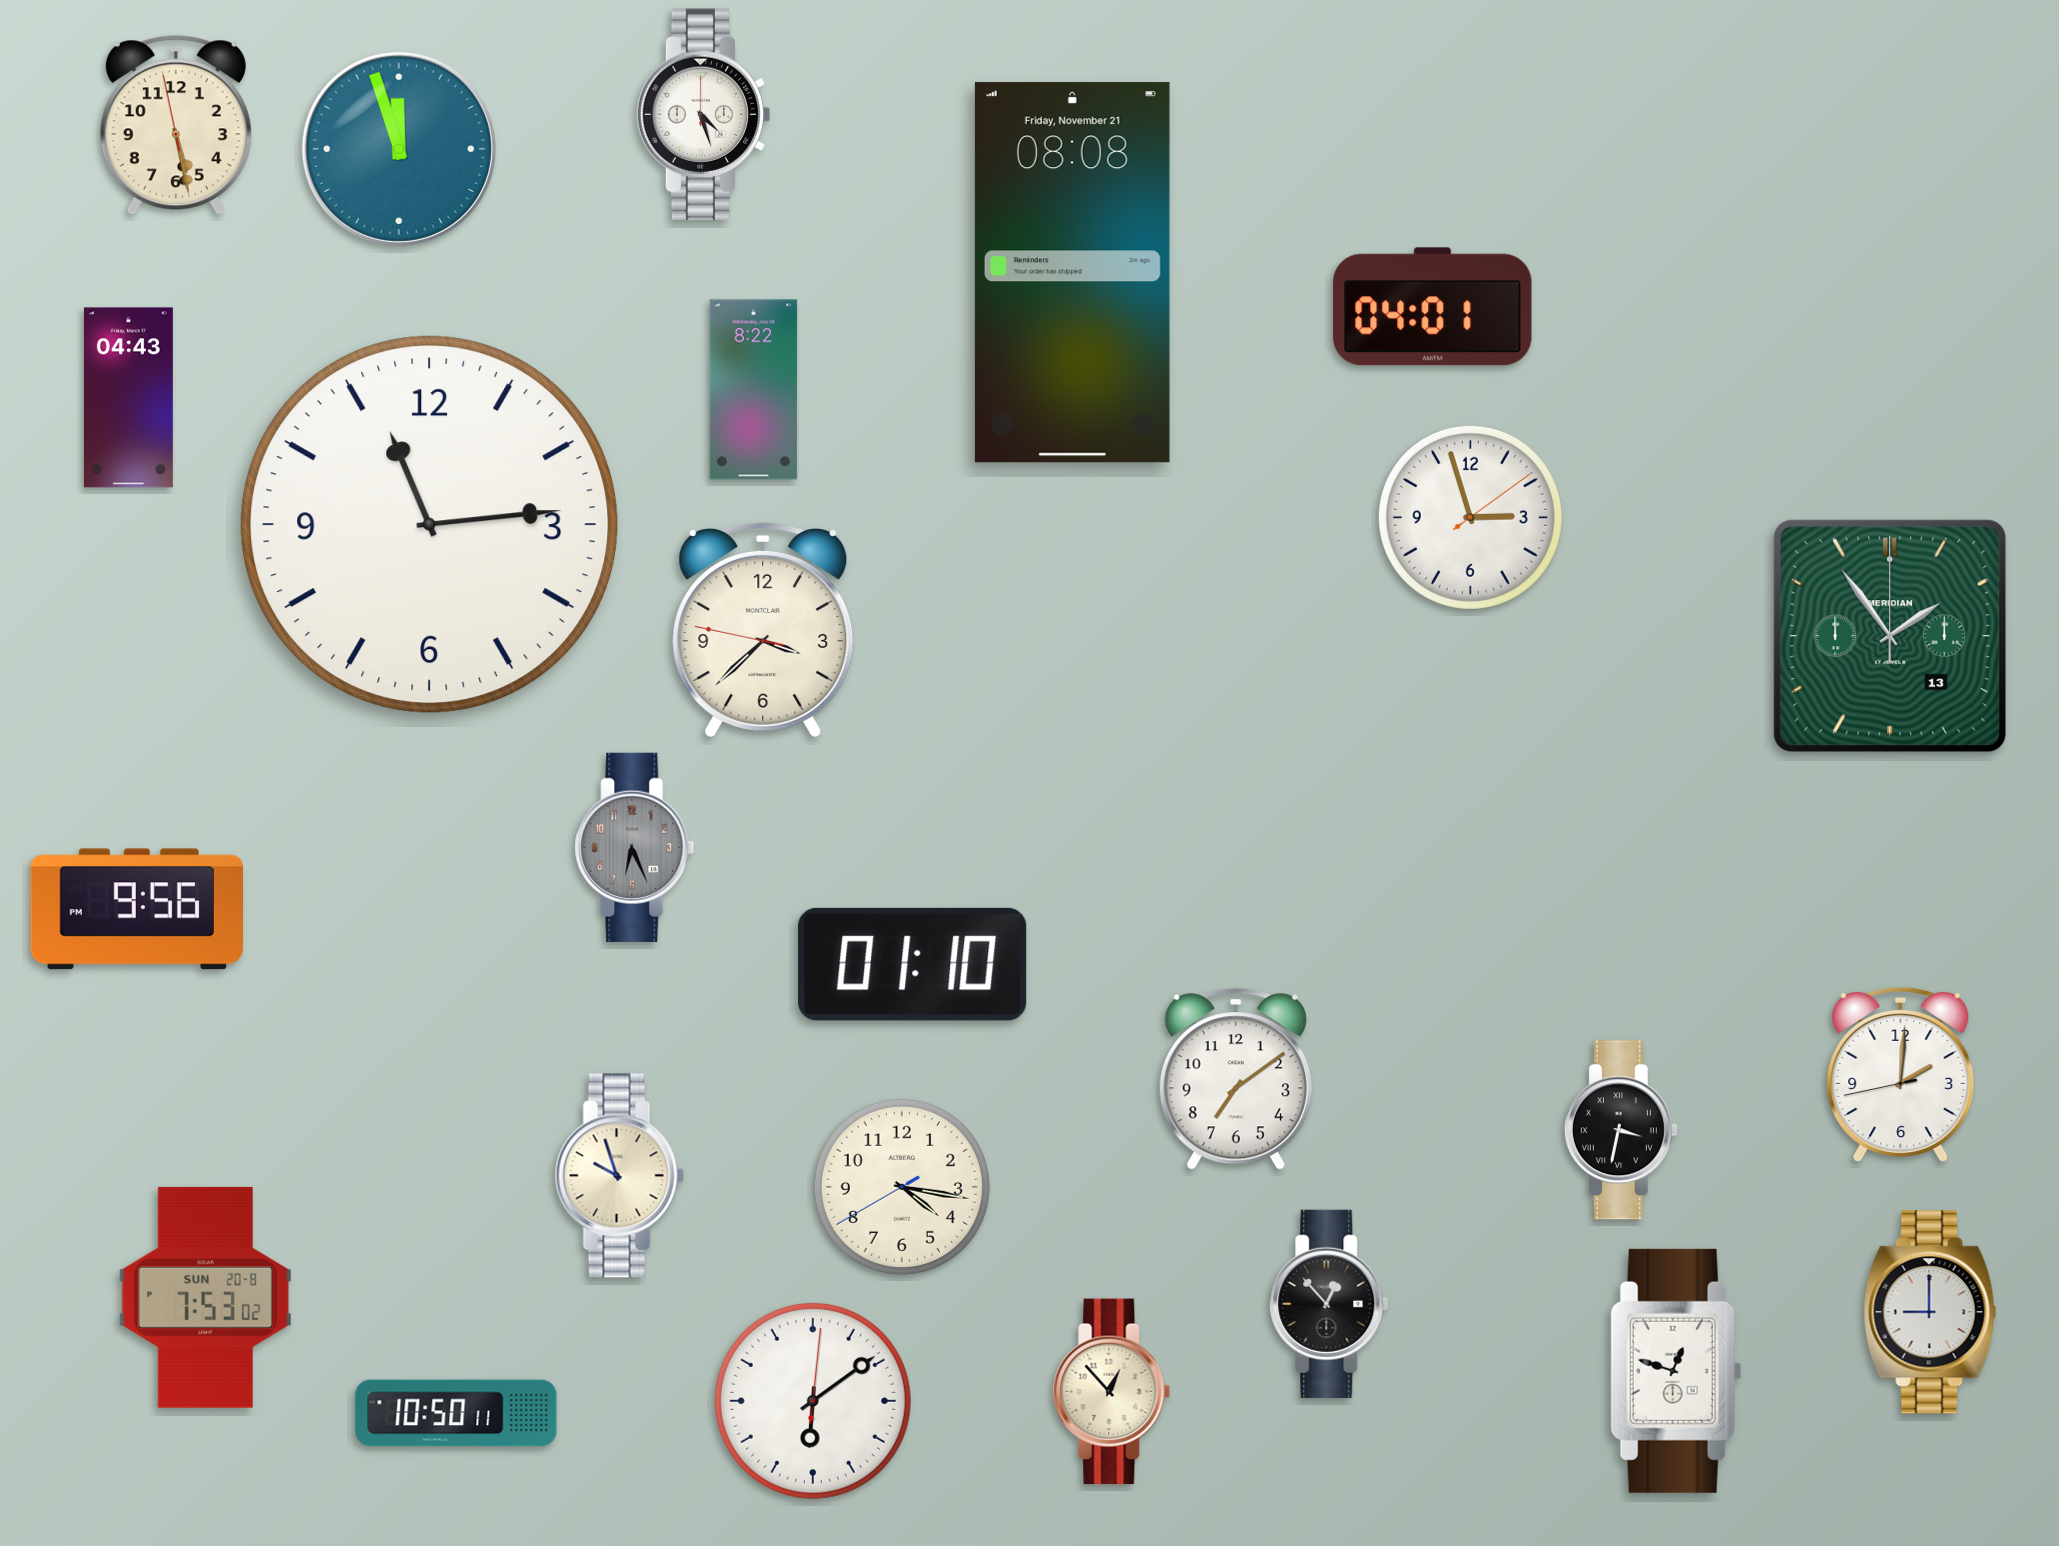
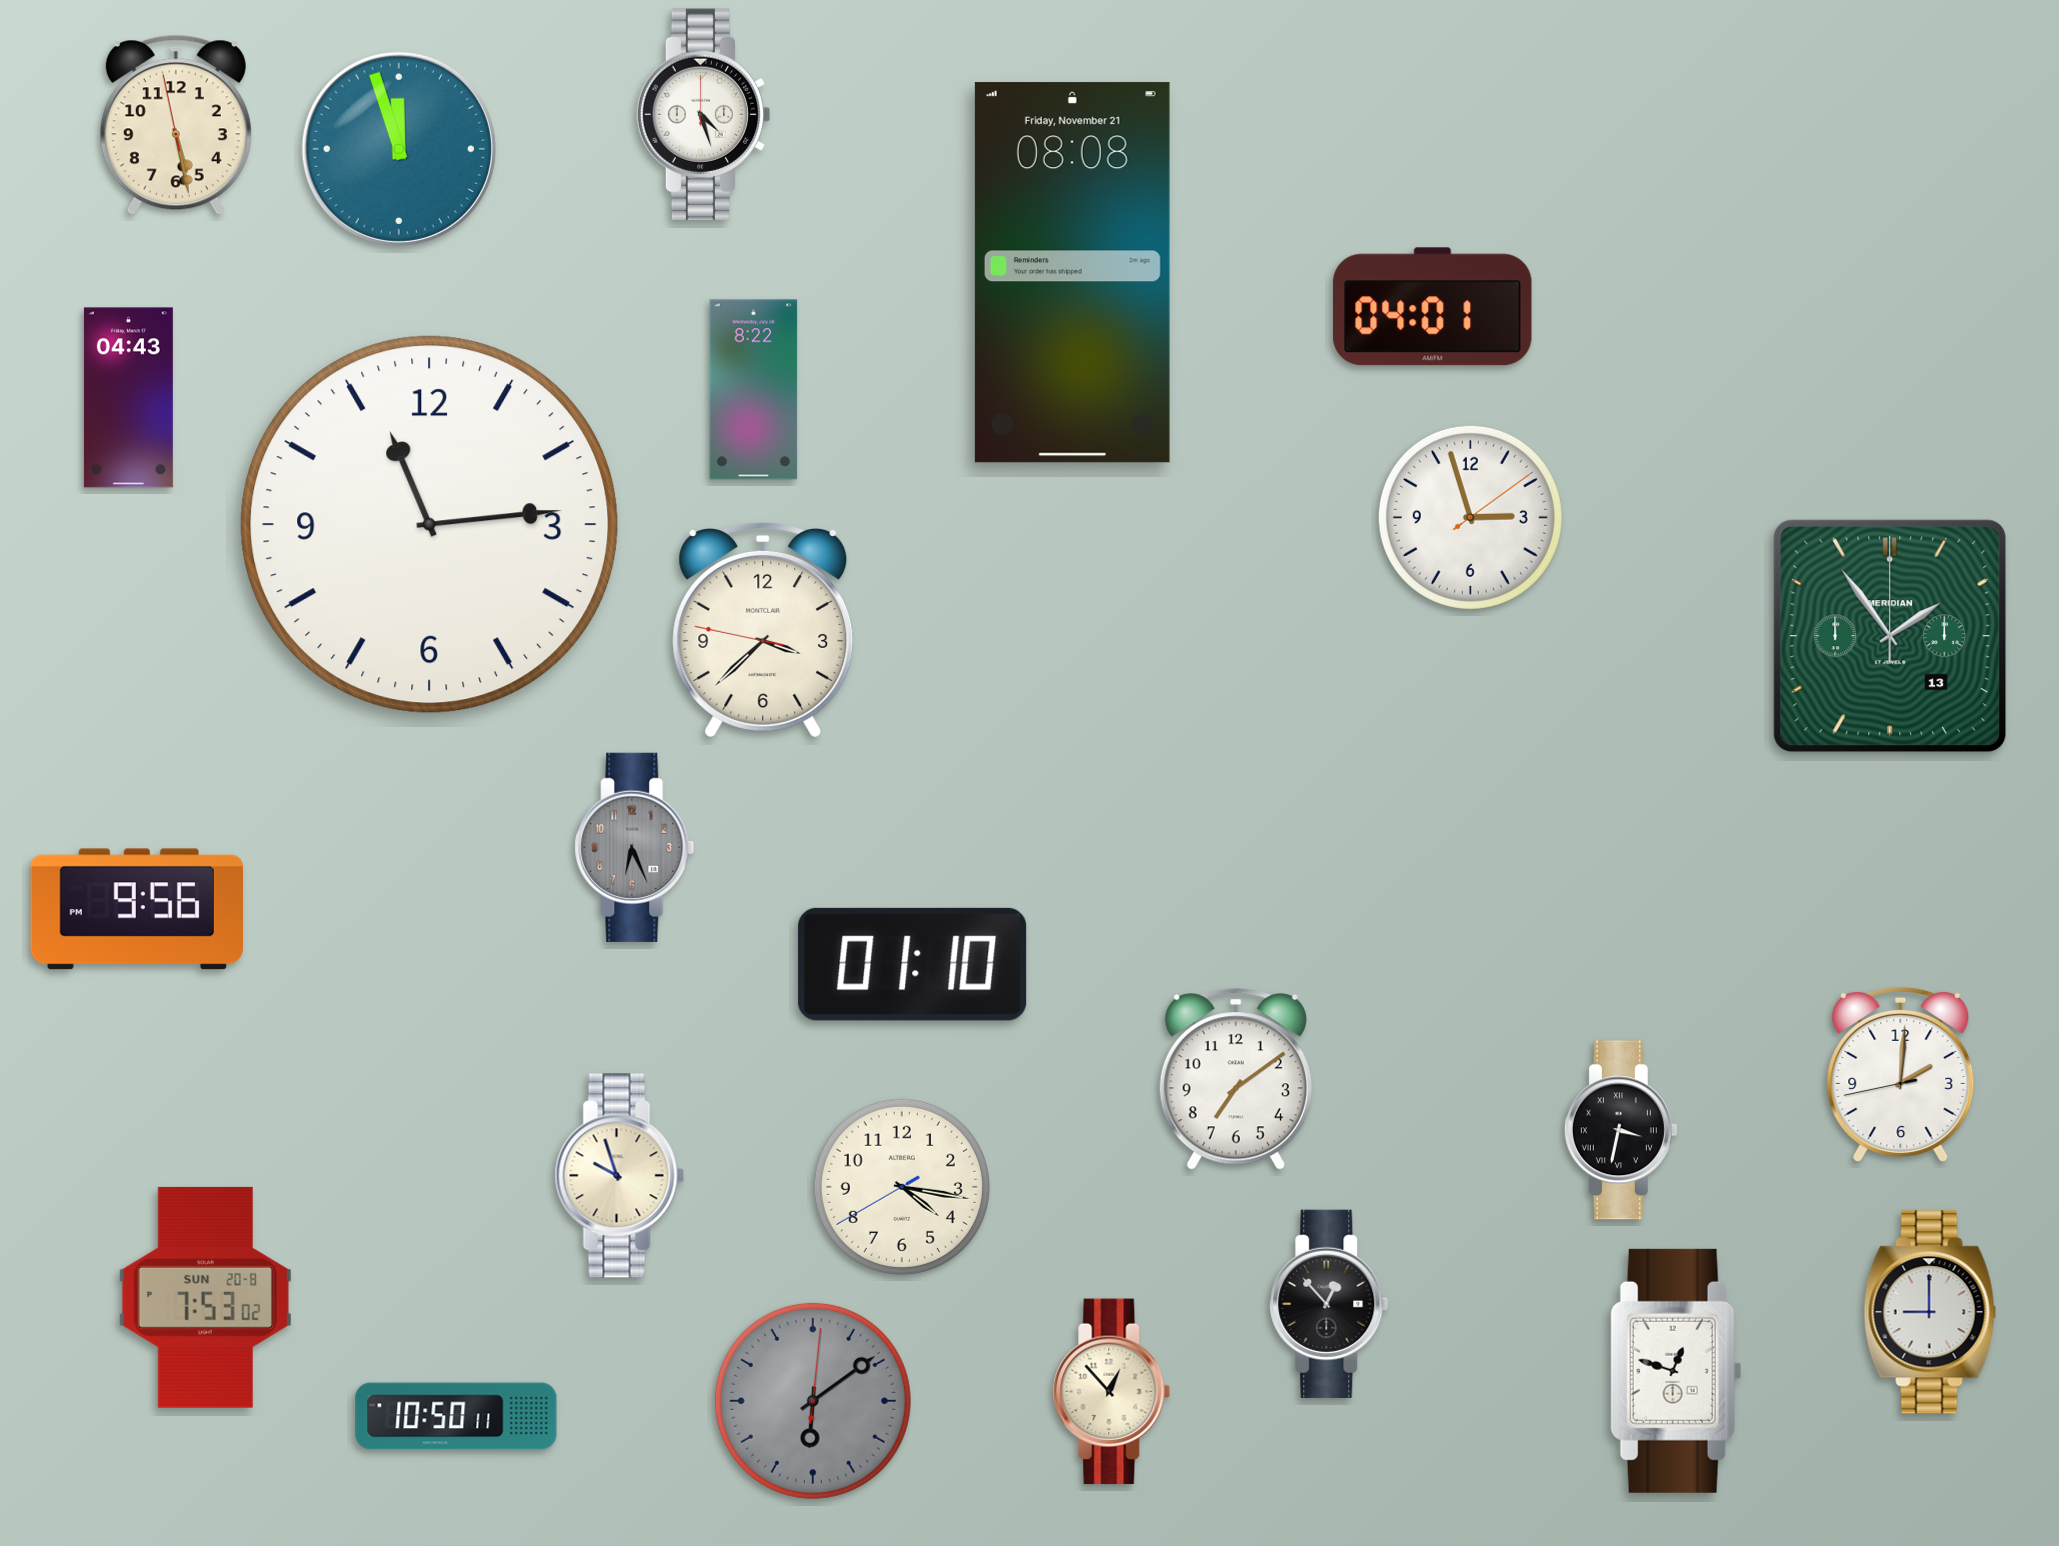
clock at (813, 1401) dial: white -> grey
clock at (456, 1413) position: (456, 1413) -> (456, 1416)
